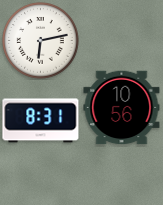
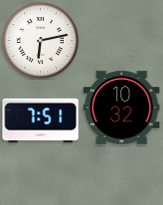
clock at (122, 108): 10:56 -> 10:32
clock at (41, 121): 8:31 -> 7:51
